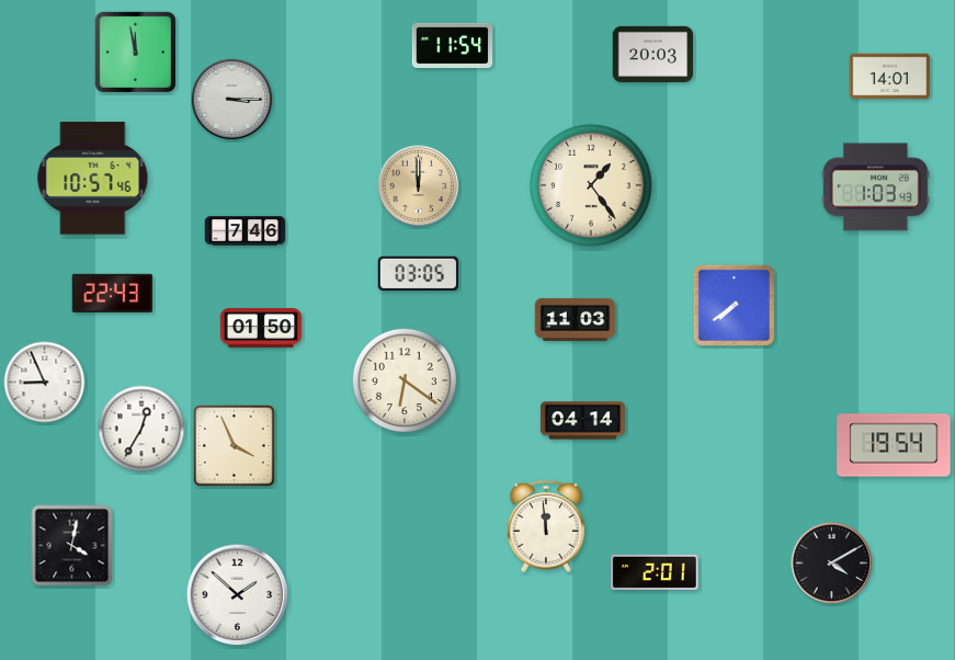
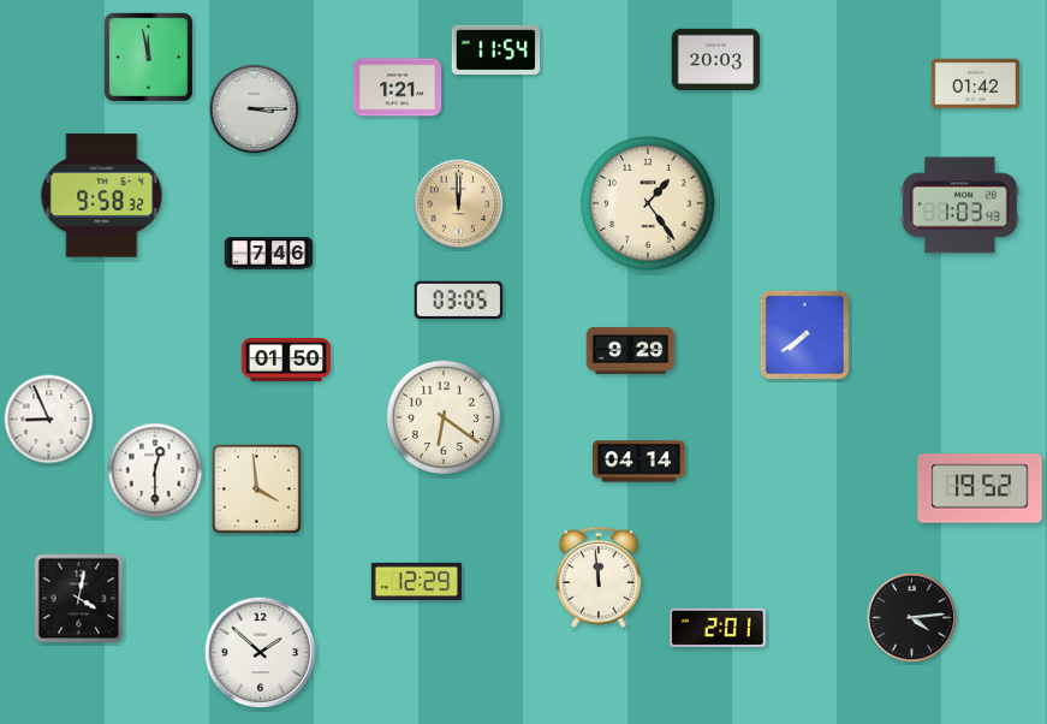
clock at (890, 77): 14:01 -> 01:42
clock at (398, 88): none -> 1:21
clock at (93, 179): 10:57 -> 9:58
clock at (113, 293): 22:43 -> none
clock at (576, 319): 11:03 -> 9:29
clock at (141, 429): 12:35 -> 12:30
clock at (894, 445): 19:54 -> 19:52
clock at (235, 446): 3:56 -> 3:59
clock at (416, 581): none -> 12:29
clock at (832, 564): 4:10 -> 4:14
